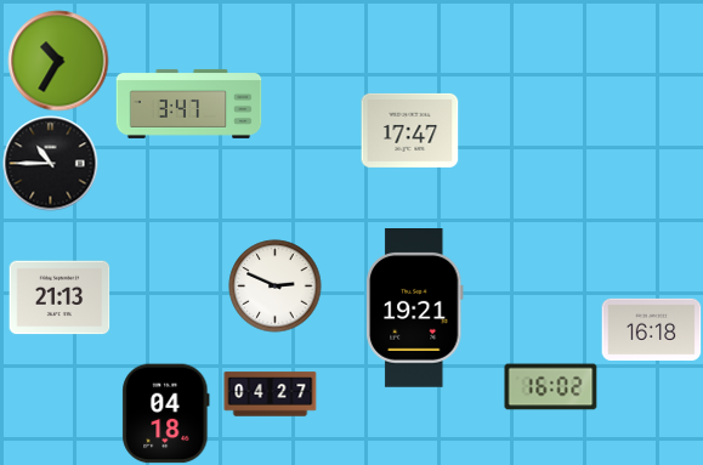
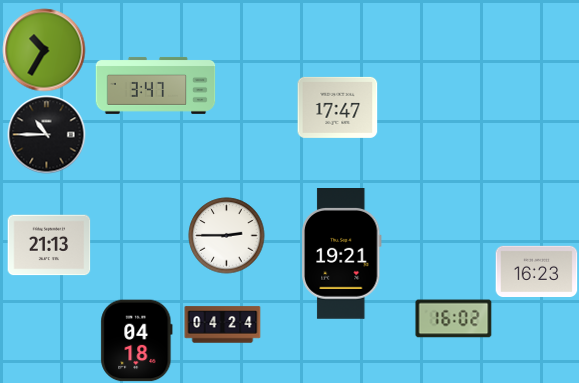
clock at (58, 61) position: (58, 61) -> (44, 50)
clock at (51, 164) position: (51, 164) -> (47, 135)
clock at (276, 287): 2:49 -> 2:45
clock at (652, 329): 16:18 -> 16:23
clock at (271, 395): 04:27 -> 04:24
